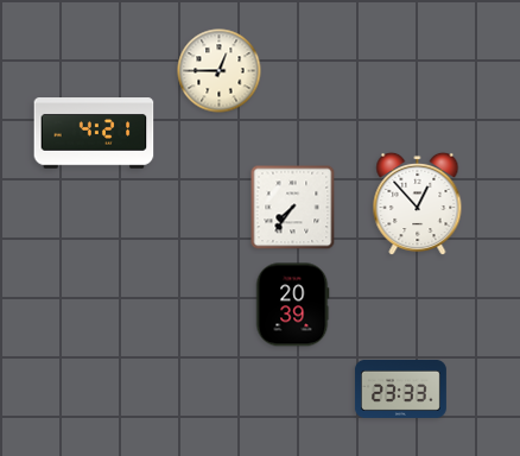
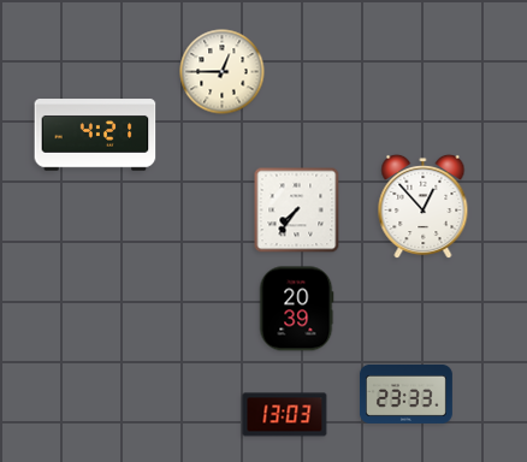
clock at (285, 415): none -> 13:03
